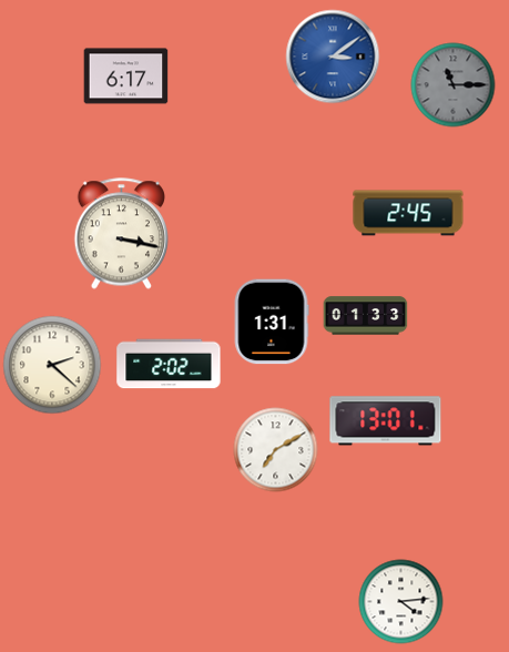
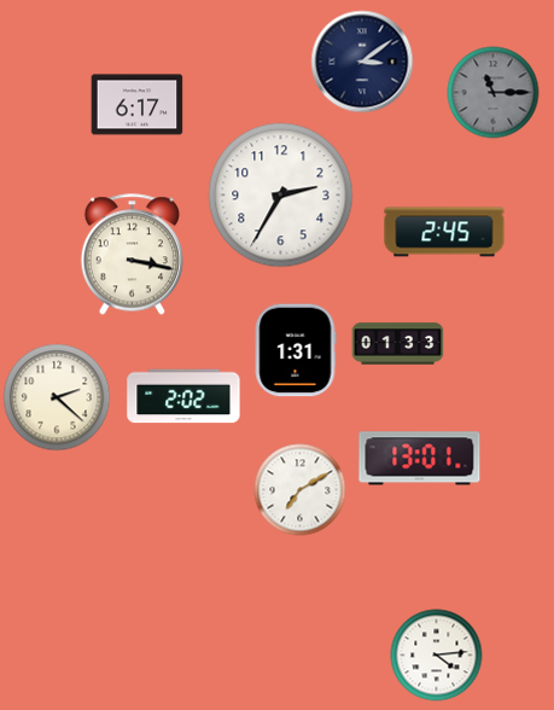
clock at (333, 57) dial: blue -> navy
clock at (126, 77) position: (126, 77) -> (138, 105)
clock at (281, 196): none -> 2:35
